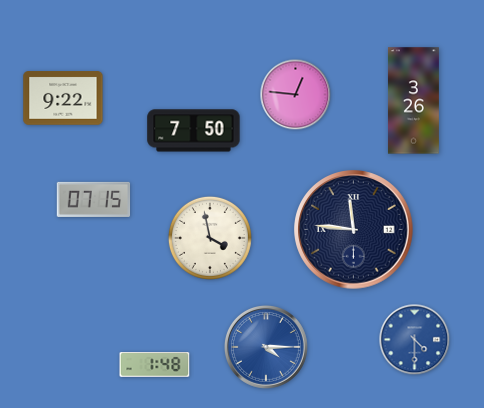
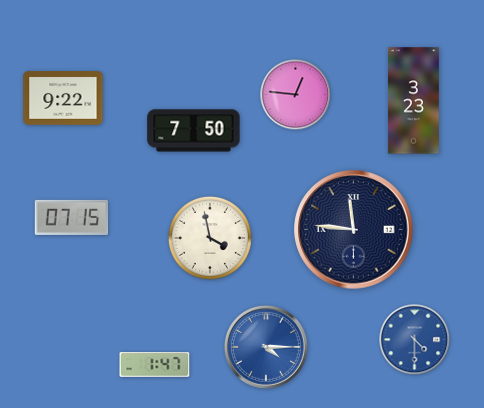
clock at (413, 101): 3:26 -> 3:23
clock at (94, 199) position: (94, 199) -> (72, 217)
clock at (155, 365): 1:48 -> 1:47
